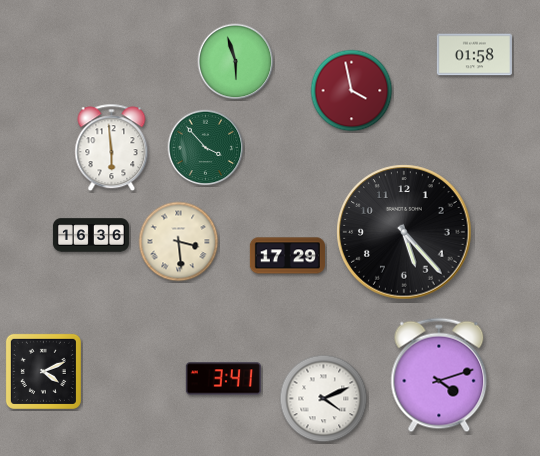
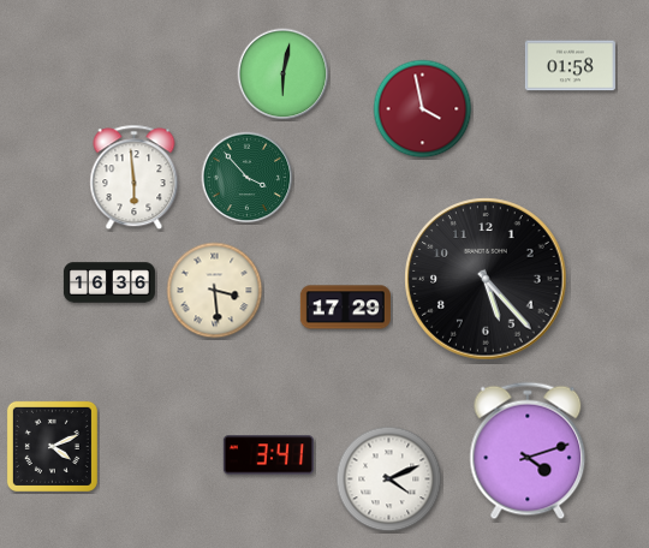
clock at (236, 62): 5:57 -> 6:02
